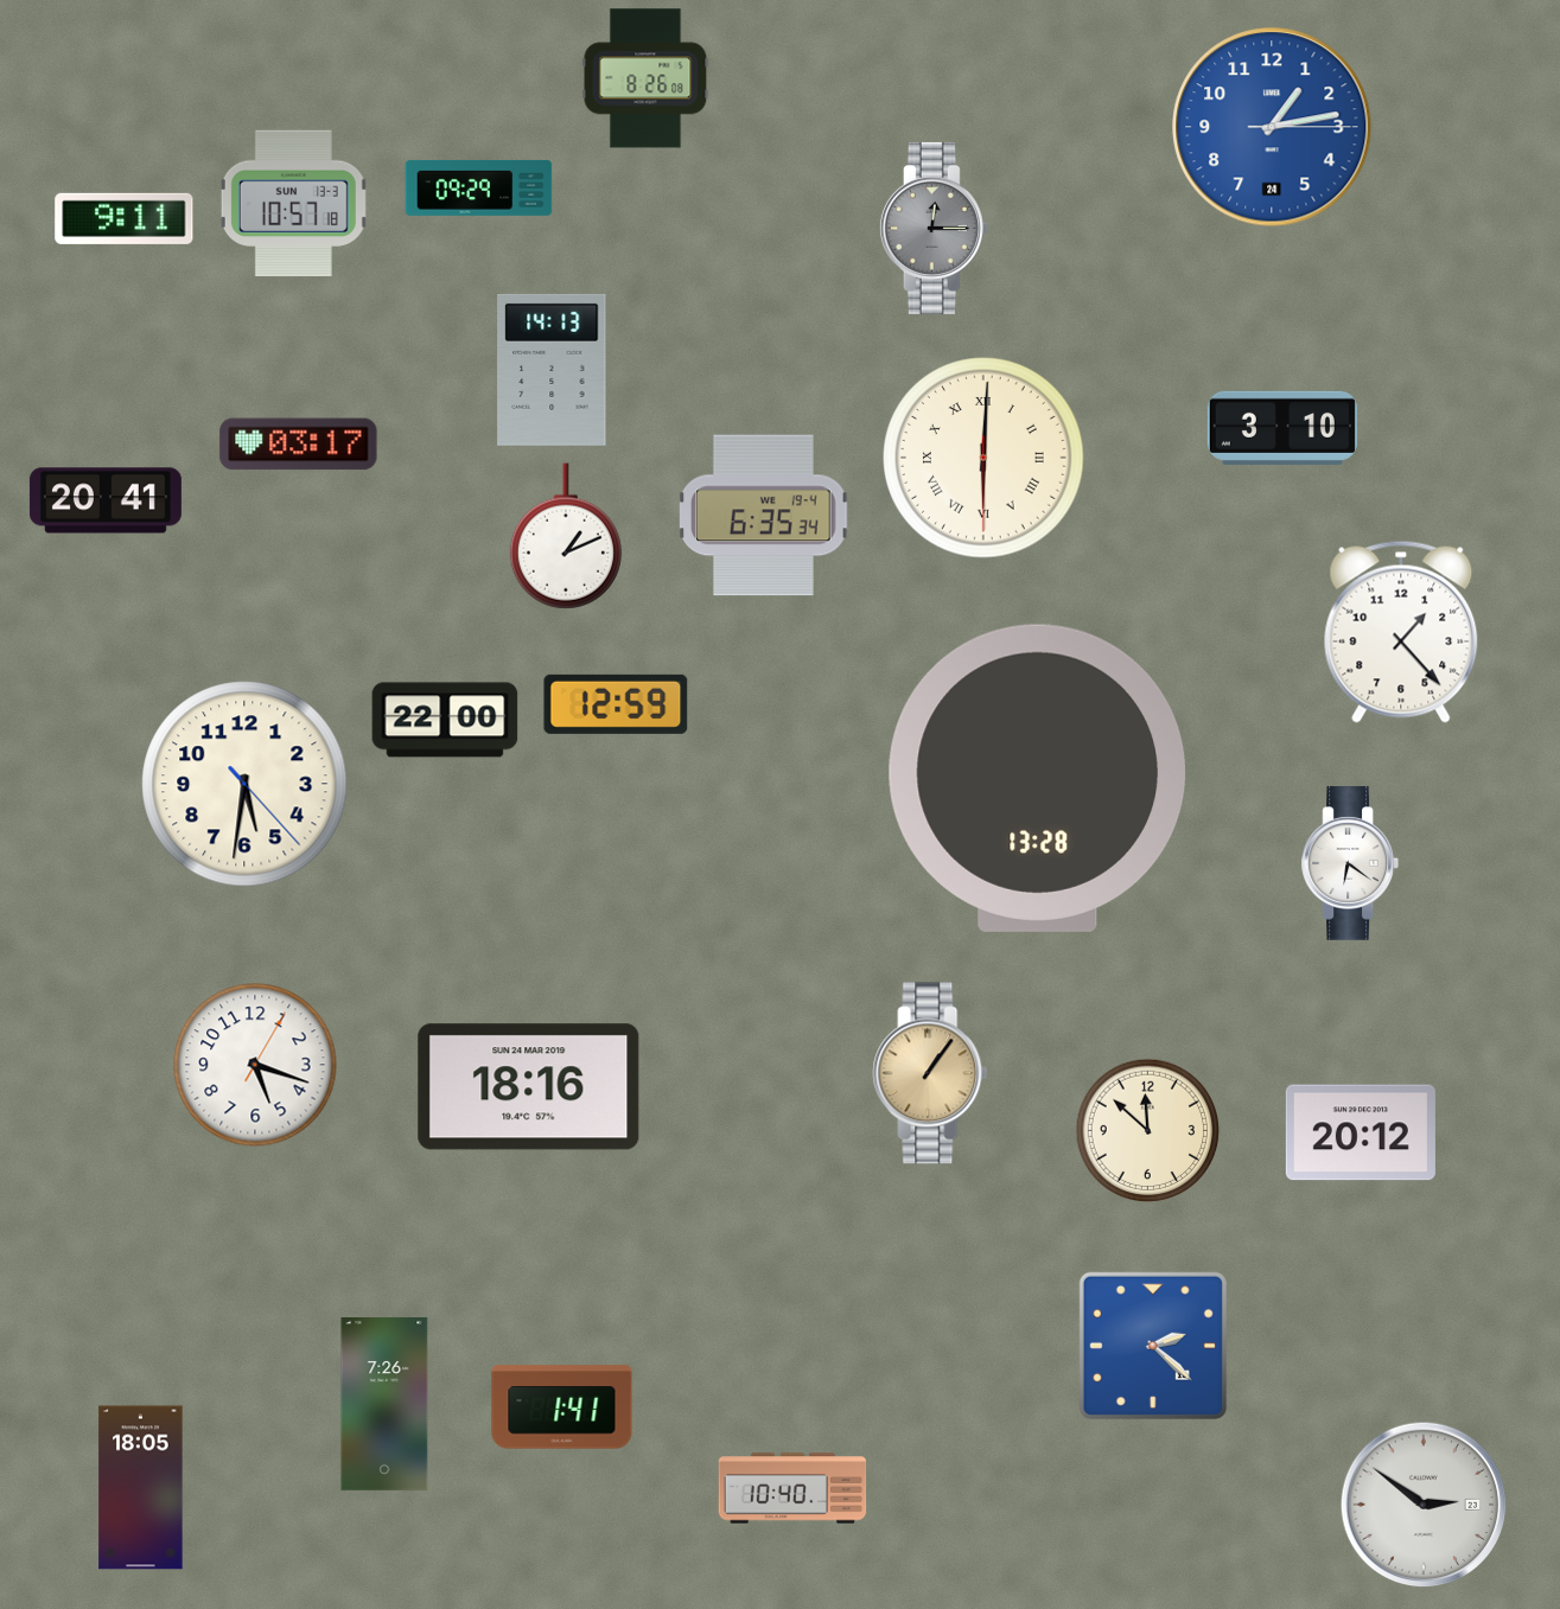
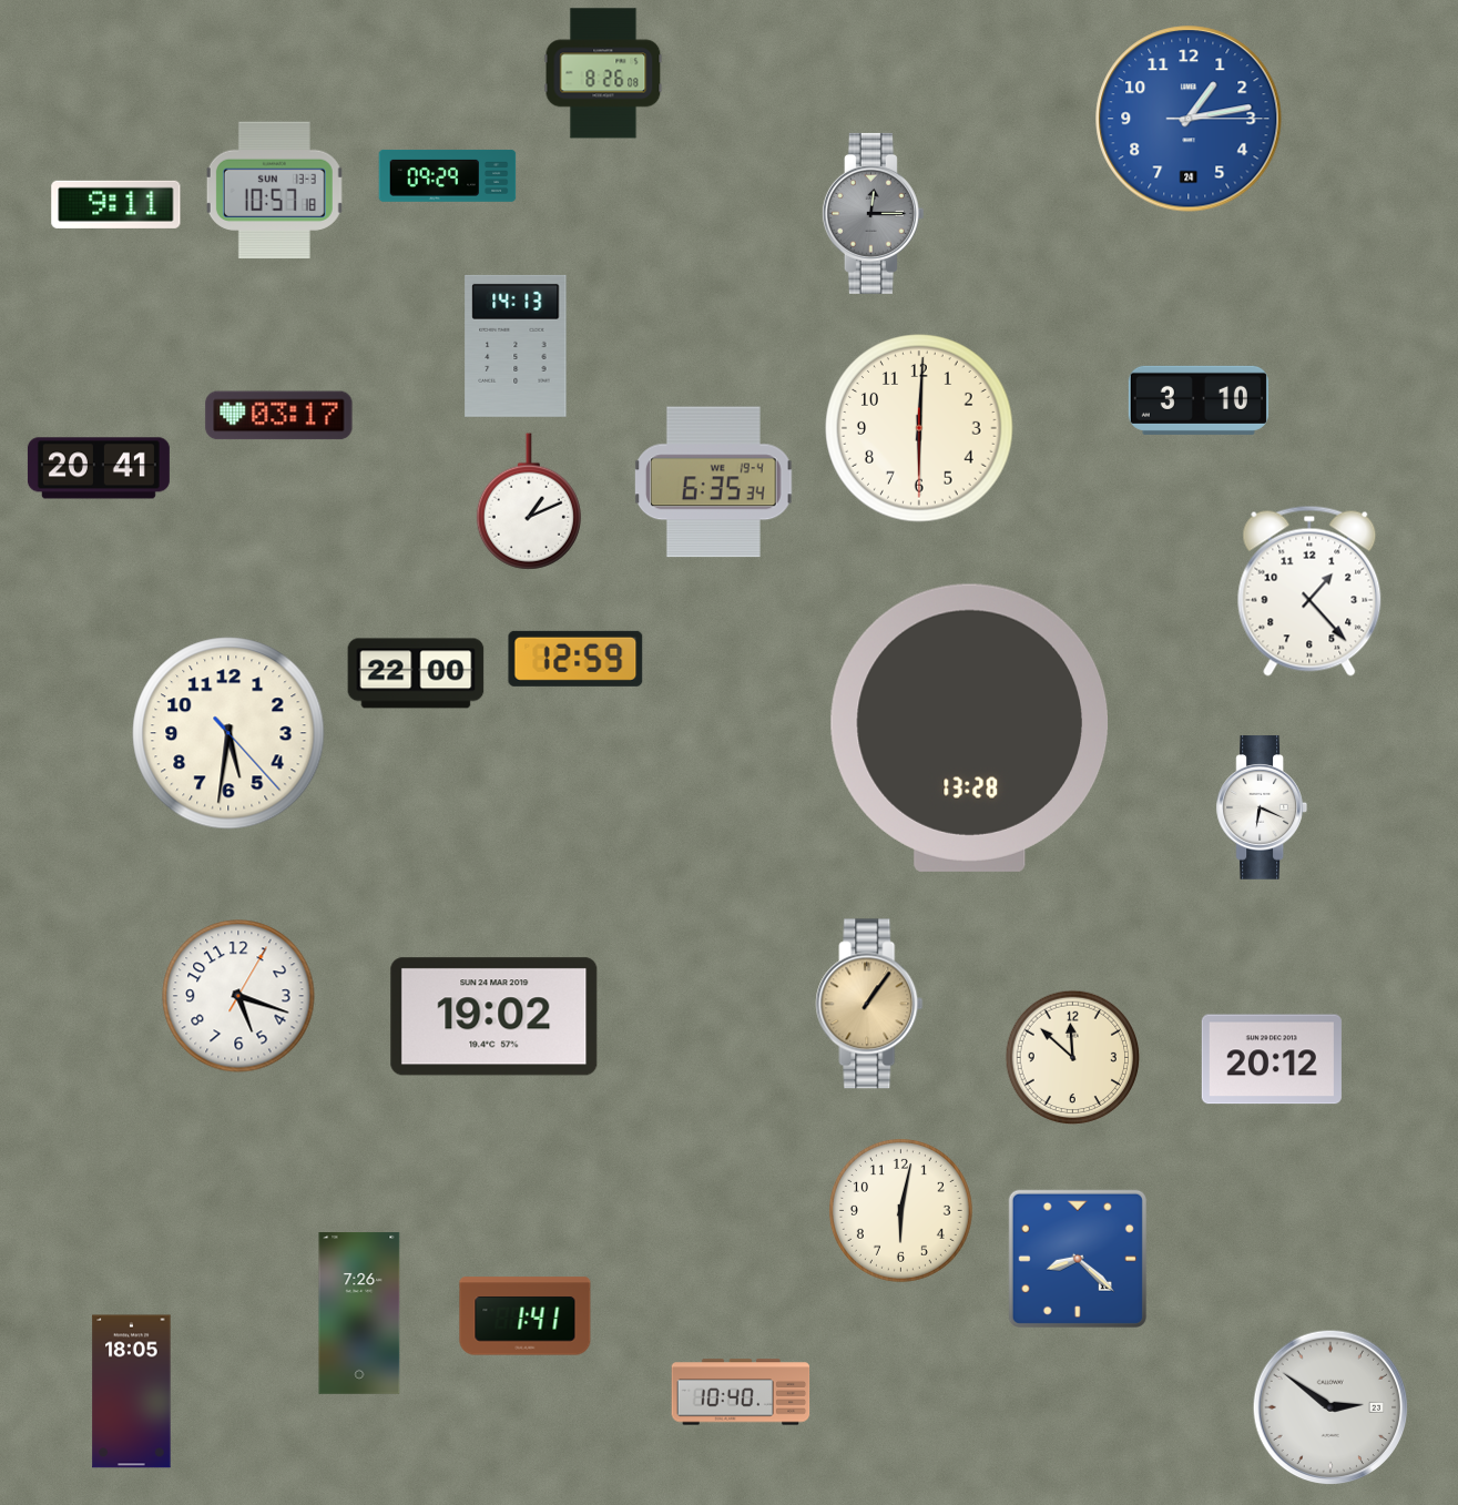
clock at (983, 458) numerals: Roman -> Arabic
clock at (1349, 863): 6:21 -> 6:19
clock at (529, 1087): 18:16 -> 19:02
clock at (900, 1210): none -> 6:02
clock at (1153, 1346): 2:22 -> 8:22
